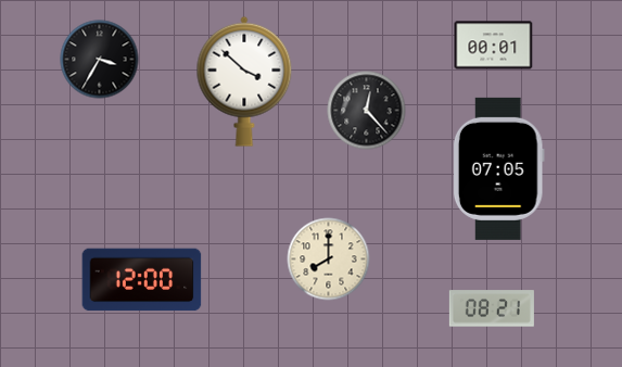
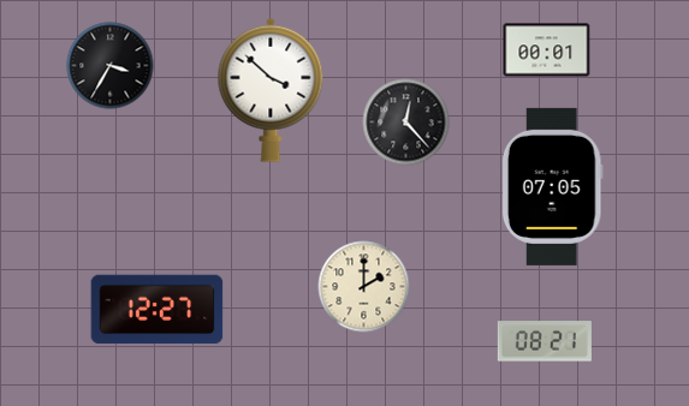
clock at (329, 260): 8:00 -> 2:00
clock at (142, 280): 12:00 -> 12:27
